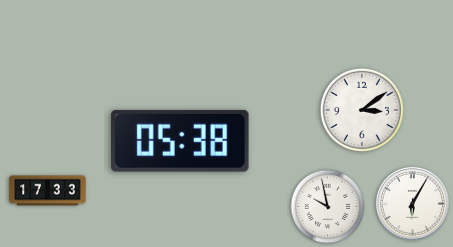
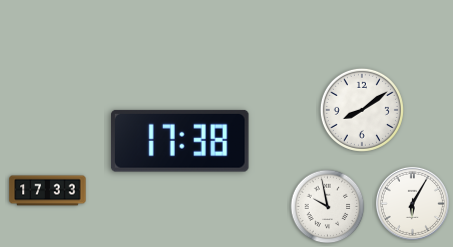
clock at (362, 110): 3:09 -> 8:09
clock at (180, 141): 05:38 -> 17:38
